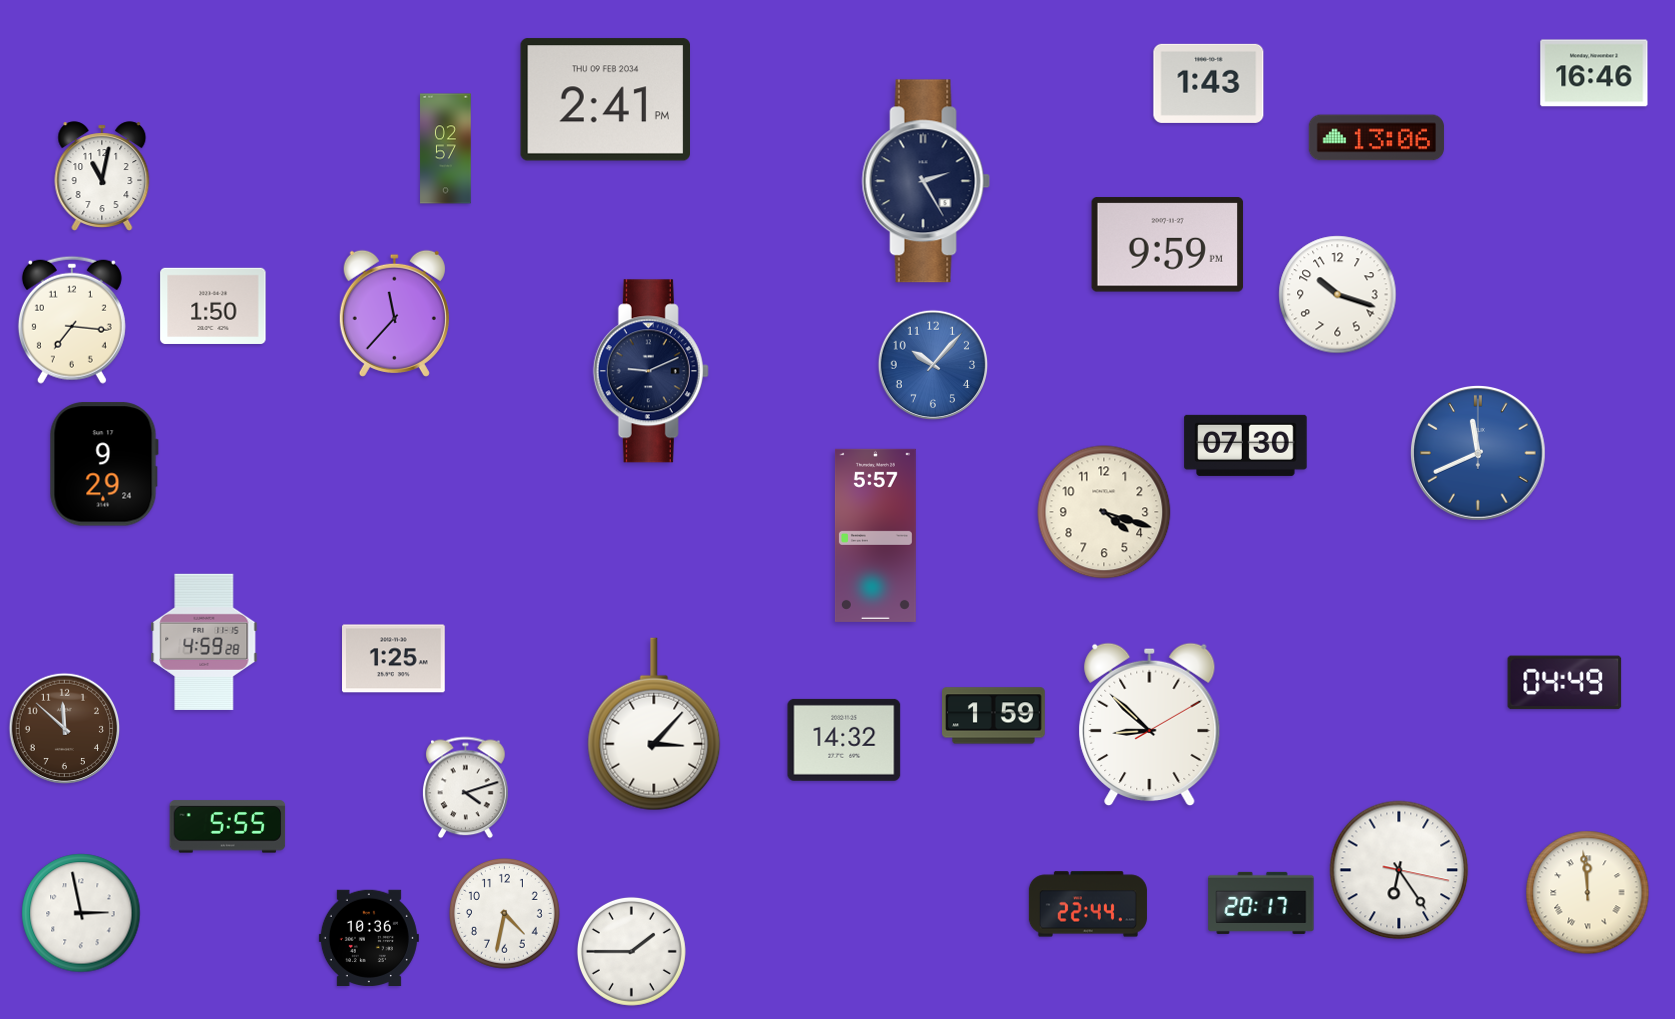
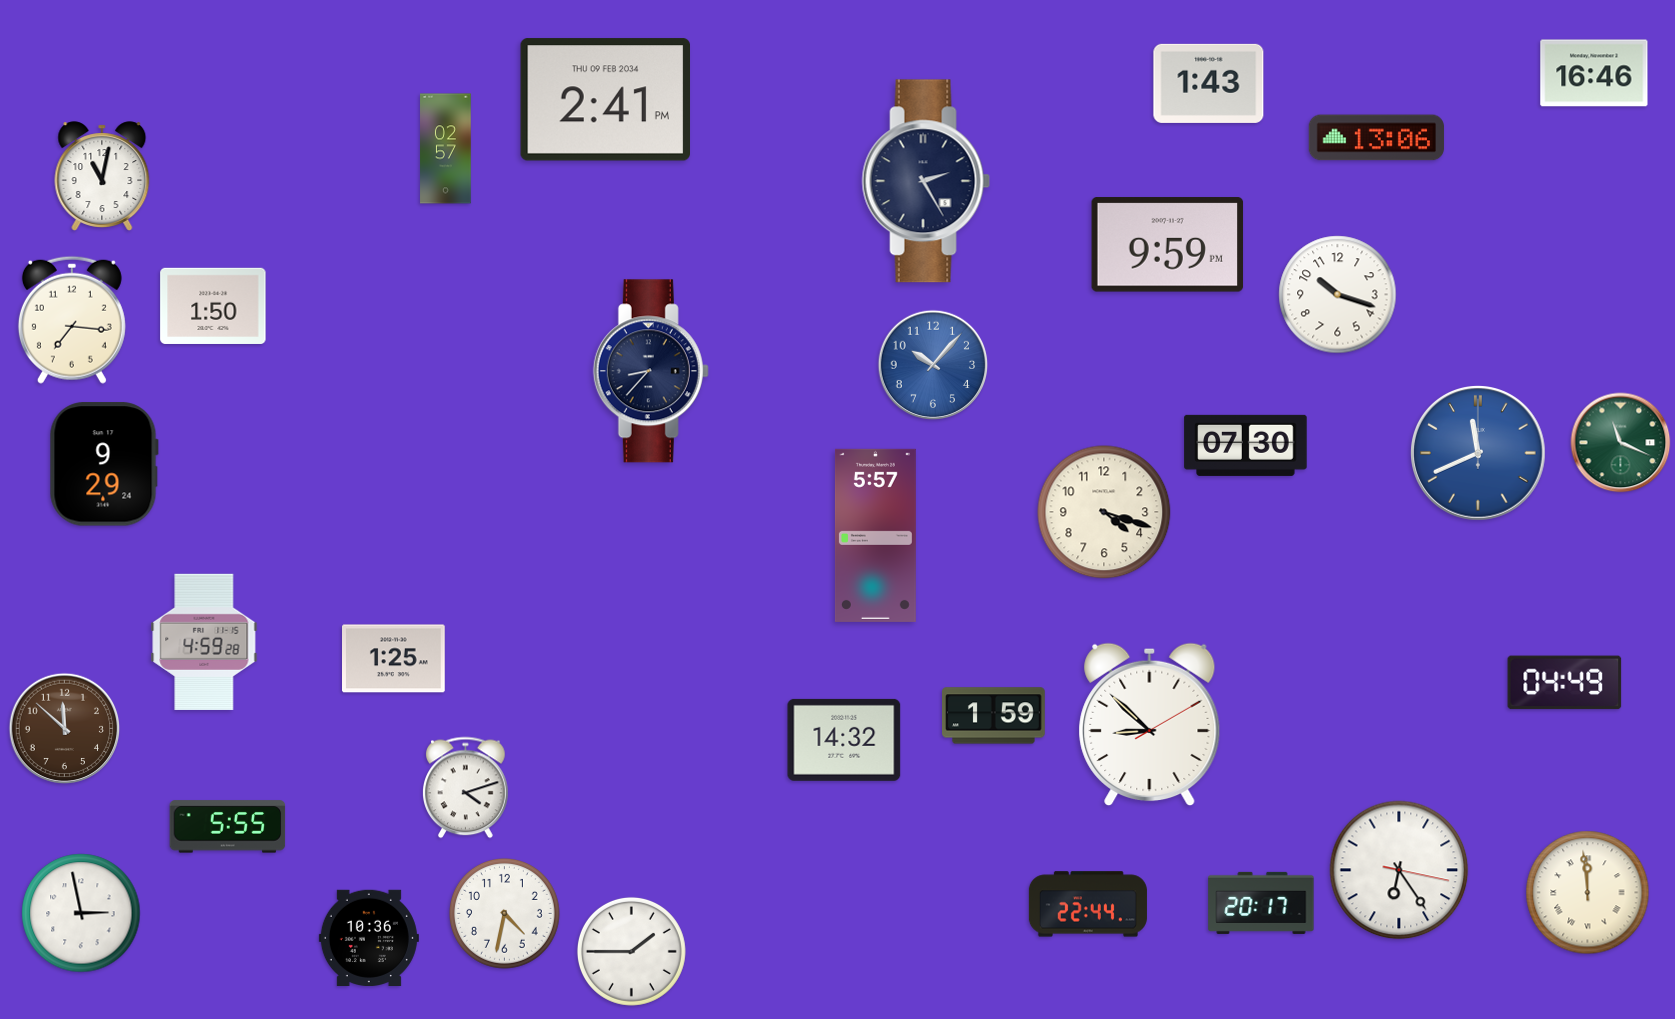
clock at (394, 313): 11:37 -> none
clock at (651, 371): 9:11 -> 8:37
clock at (1621, 443): none -> 11:19
clock at (654, 724): 3:07 -> none
